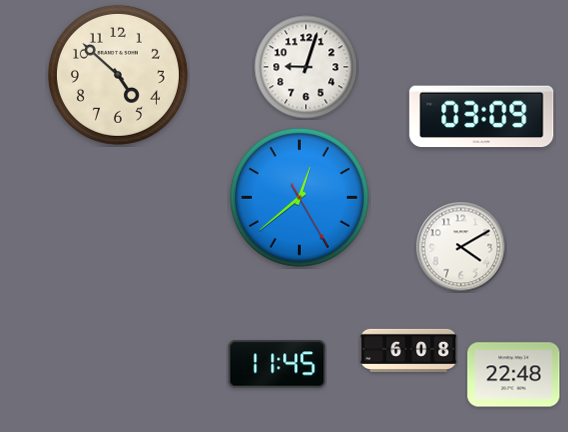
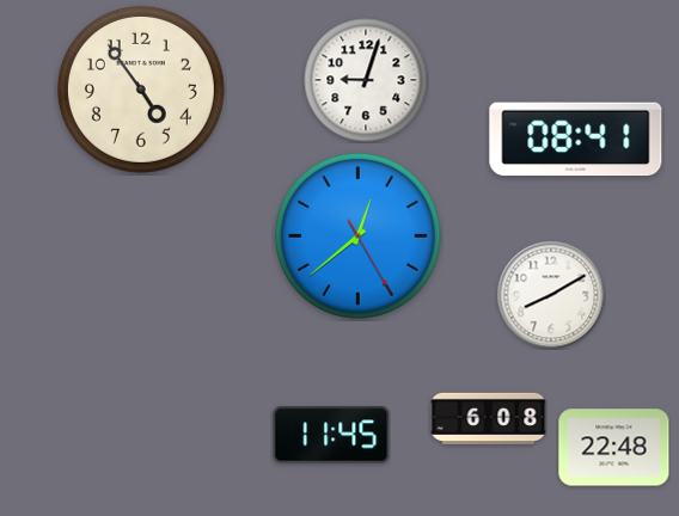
clock at (118, 75): 4:52 -> 4:54
clock at (482, 117): 03:09 -> 08:41
clock at (461, 247): 4:10 -> 8:10
